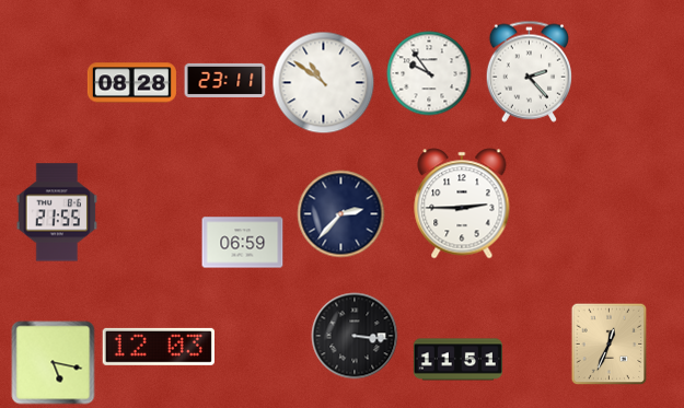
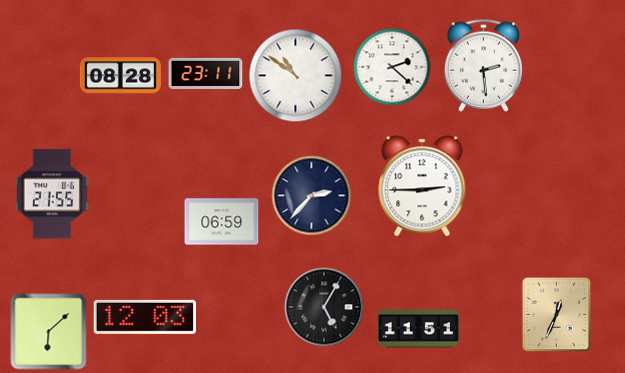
clock at (529, 71): 2:23 -> 2:29
clock at (429, 73): 9:54 -> 2:22
clock at (355, 336): 3:16 -> 5:05
clock at (54, 363): 5:17 -> 6:08
